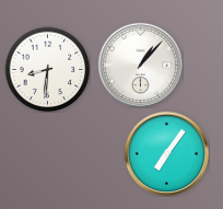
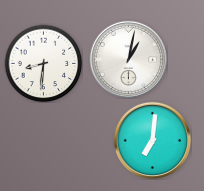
clock at (140, 65): 1:07 -> 1:02
clock at (166, 153): 7:06 -> 7:01
